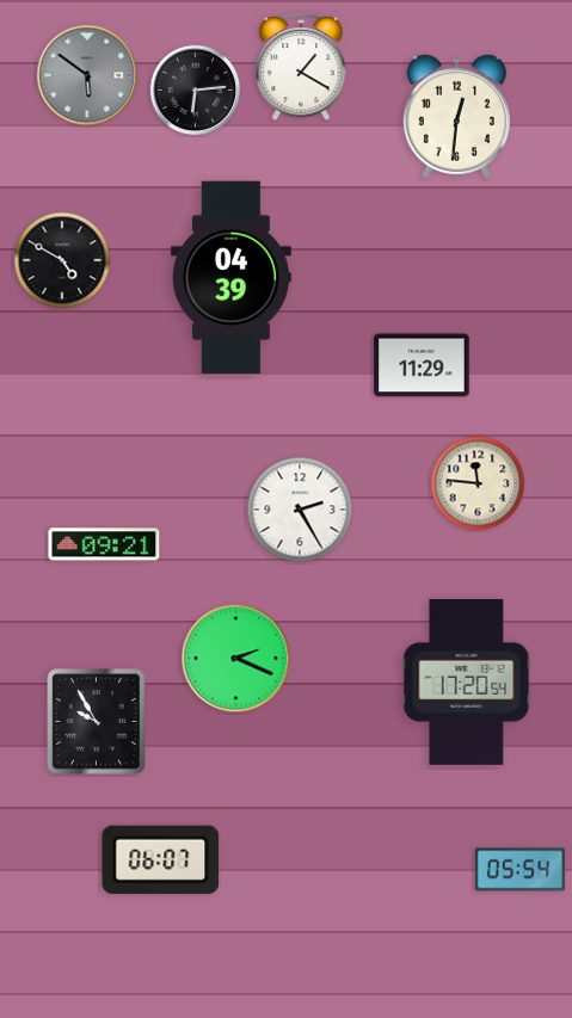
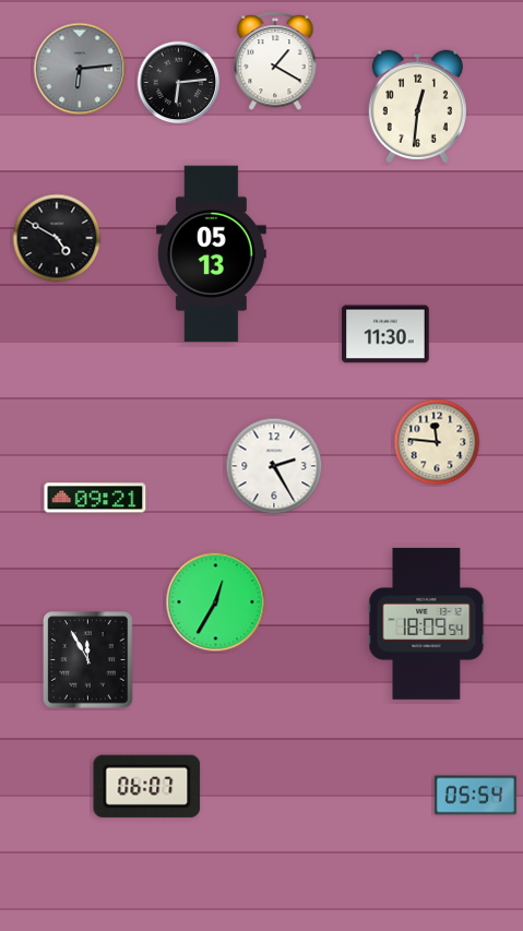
clock at (87, 75): 5:51 -> 6:14
clock at (230, 278): 04:39 -> 05:13
clock at (422, 365): 11:29 -> 11:30
clock at (236, 659): 2:19 -> 12:35
clock at (467, 681): 17:20 -> 18:09
clock at (97, 722): 9:55 -> 11:55
